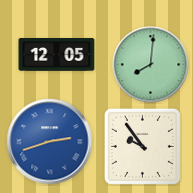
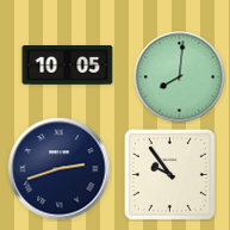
clock at (57, 55): 12:05 -> 10:05
clock at (50, 142) dial: blue -> navy
